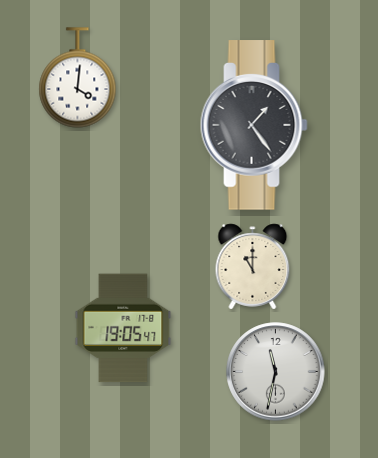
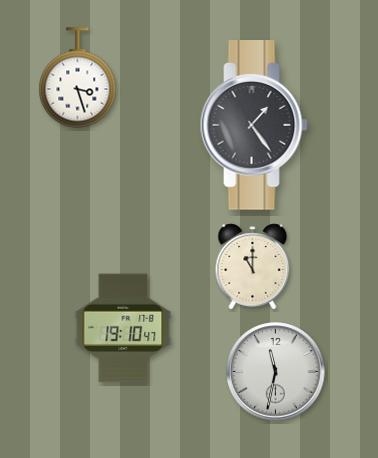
clock at (78, 78): 4:01 -> 3:27
clock at (123, 328): 19:05 -> 19:10
